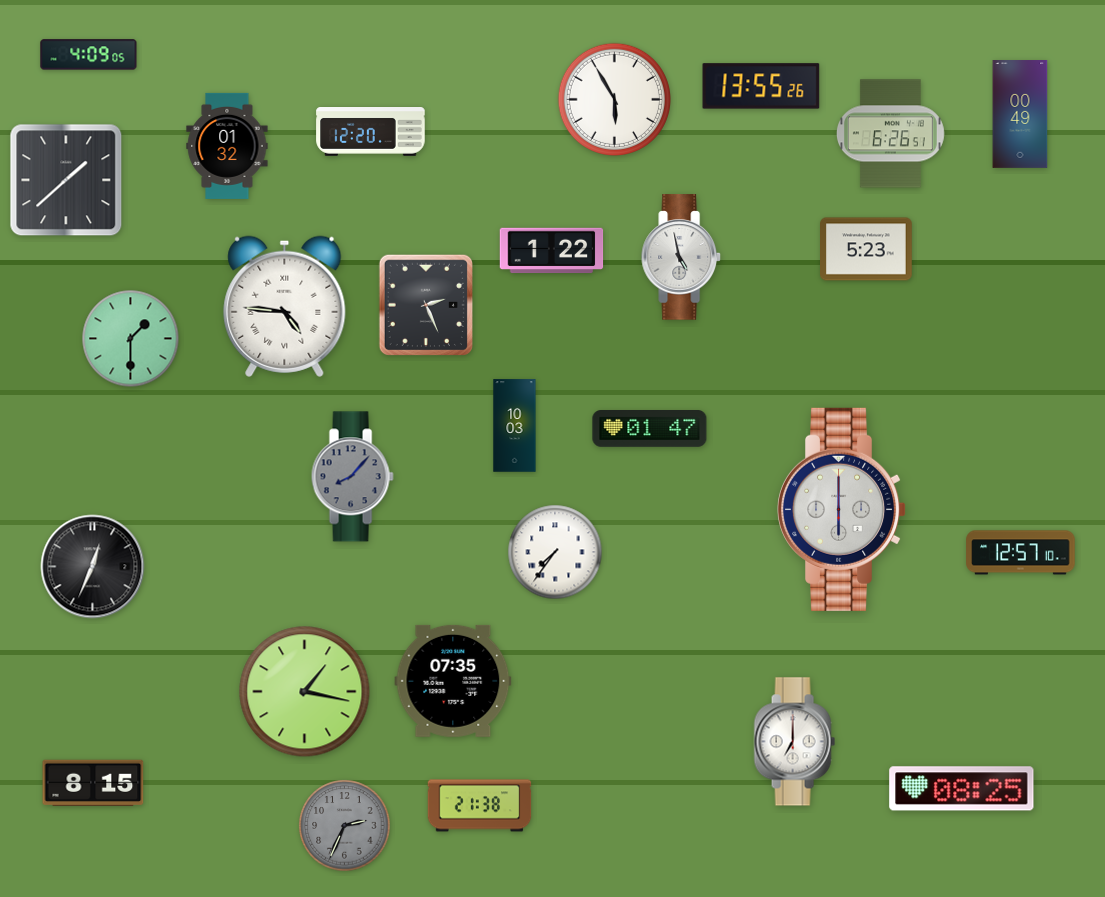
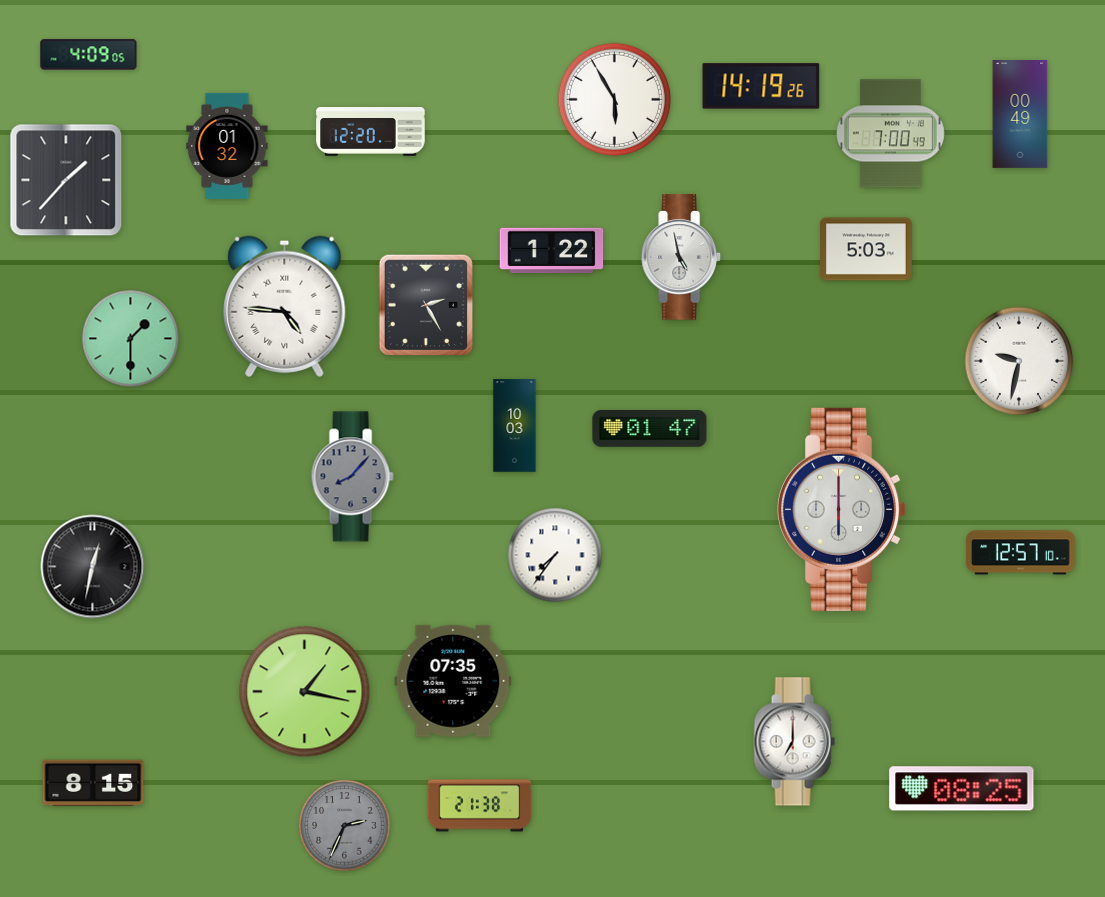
clock at (761, 86): 13:55 -> 14:19
clock at (890, 134): 6:26 -> 7:00
clock at (66, 180): 1:38 -> 1:37
clock at (866, 249): 5:23 -> 5:03
clock at (425, 304): 2:26 -> 2:25
clock at (1019, 361): none -> 9:32
clock at (555, 552) position: (555, 552) -> (555, 555)
clock at (93, 567): 12:34 -> 12:32
